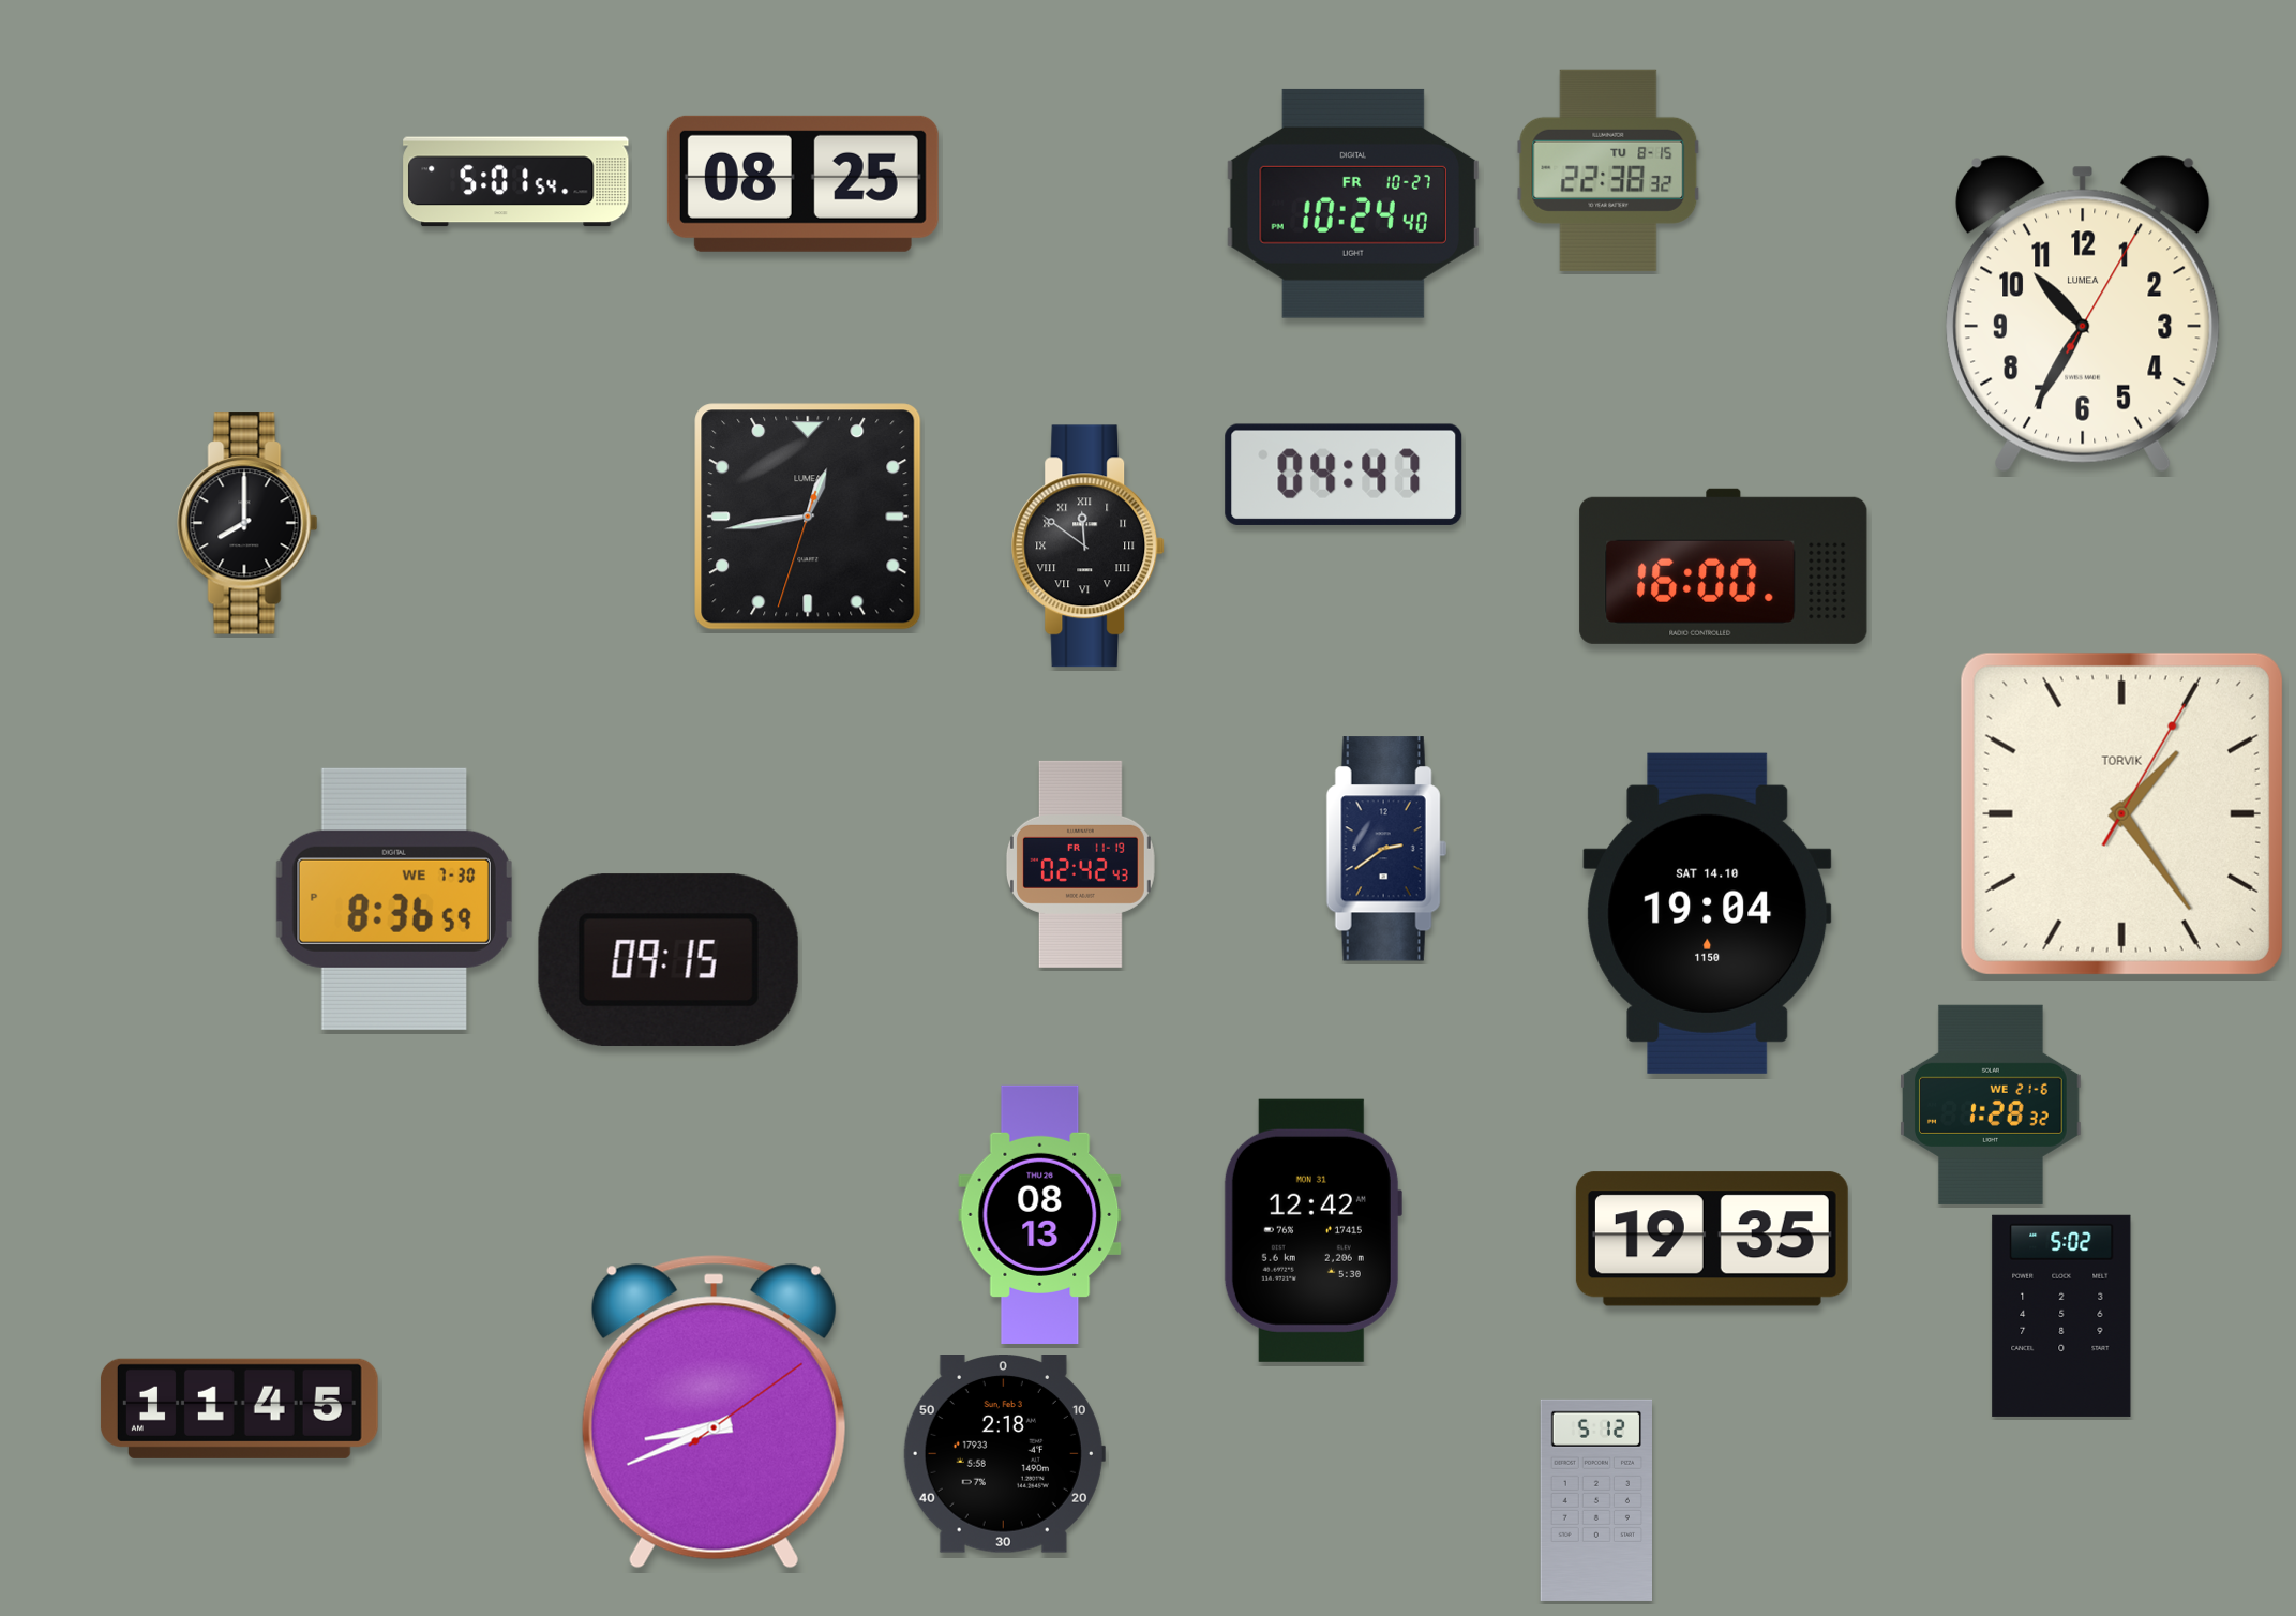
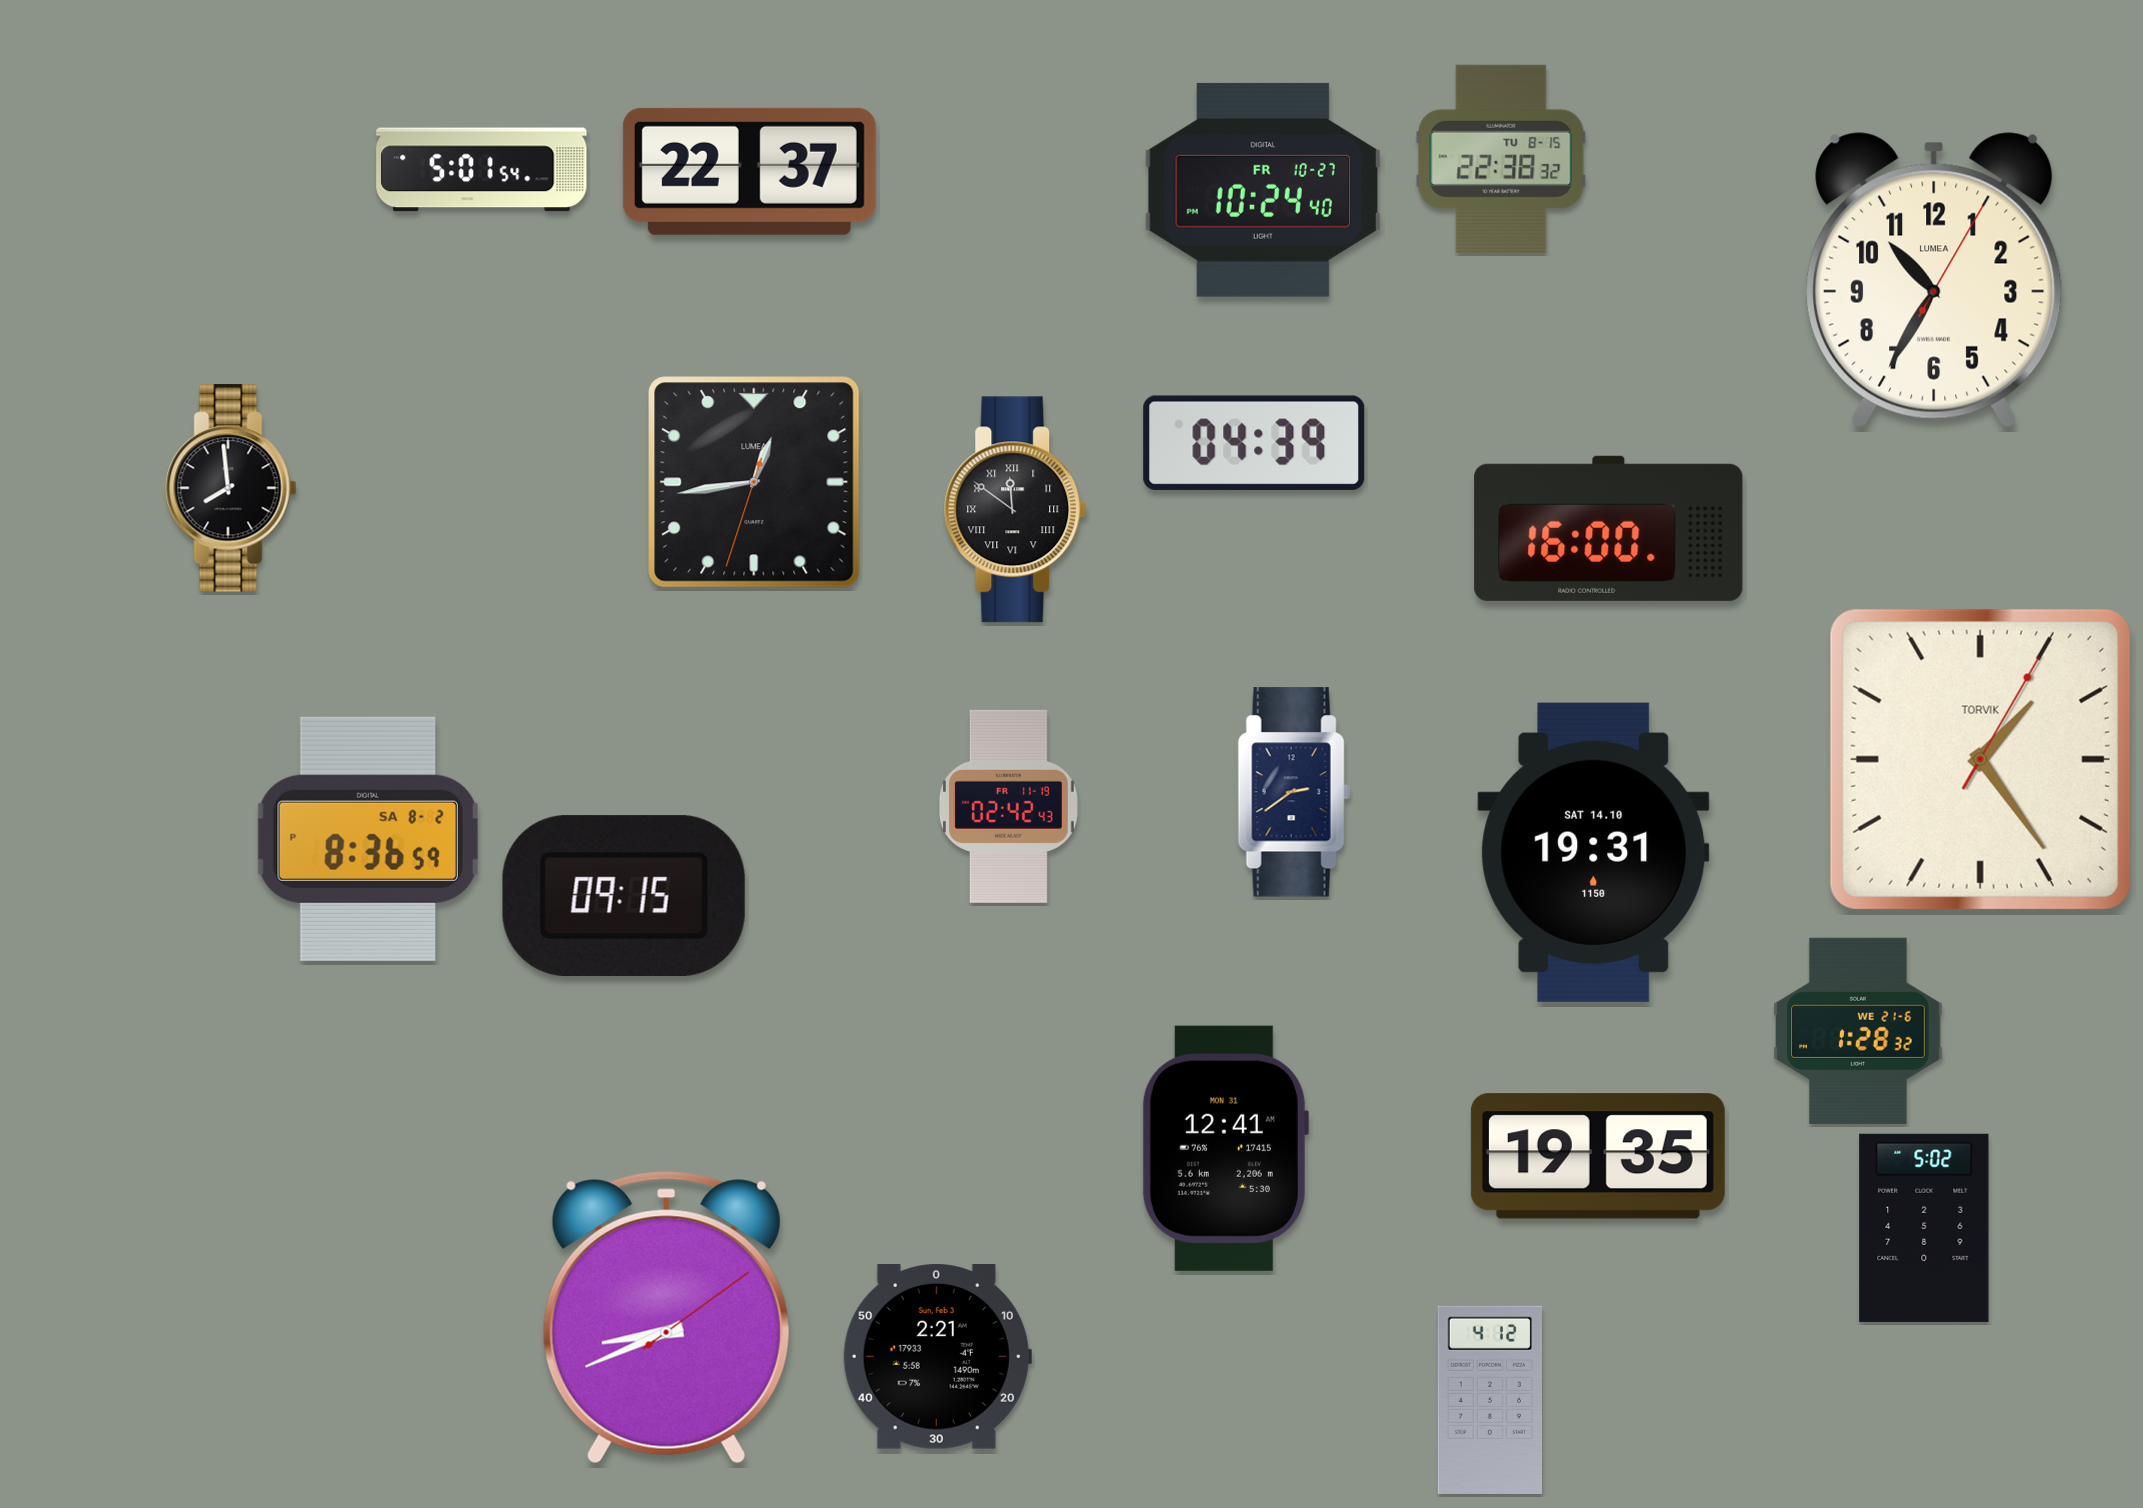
clock at (802, 183): 08:25 -> 22:37
clock at (2084, 314) position: (2084, 314) -> (1935, 280)
clock at (1344, 475): 04:47 -> 04:39
clock at (247, 523): 8:00 -> 7:59
clock at (394, 899) date: WE 7-30 -> SA 8-2
clock at (1708, 913): 19:04 -> 19:31
clock at (1040, 1214): 08:13 -> none
clock at (1312, 1230): 12:42 -> 12:41
clock at (239, 1408): 11:45 -> none
clock at (1004, 1454): 2:18 -> 2:21
clock at (1595, 1500): 5:12 -> 4:12
